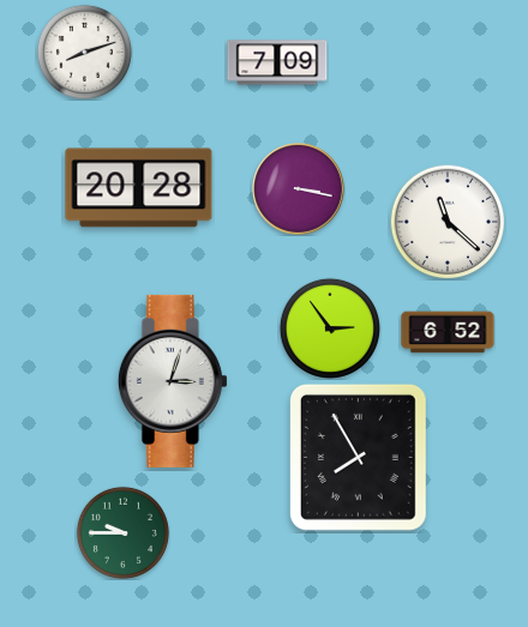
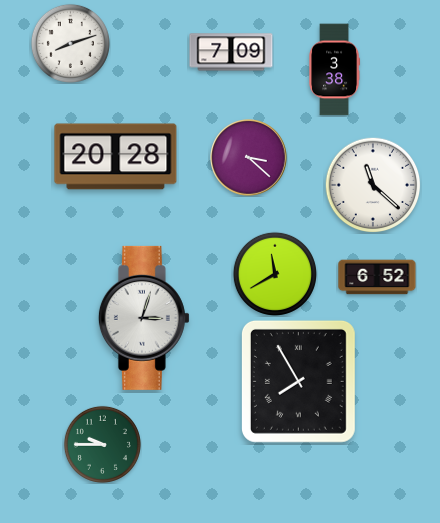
clock at (335, 70): none -> 3:38
clock at (299, 189): 3:17 -> 3:22
clock at (330, 328): 2:54 -> 11:40
clock at (448, 332) position: (448, 332) -> (377, 277)
